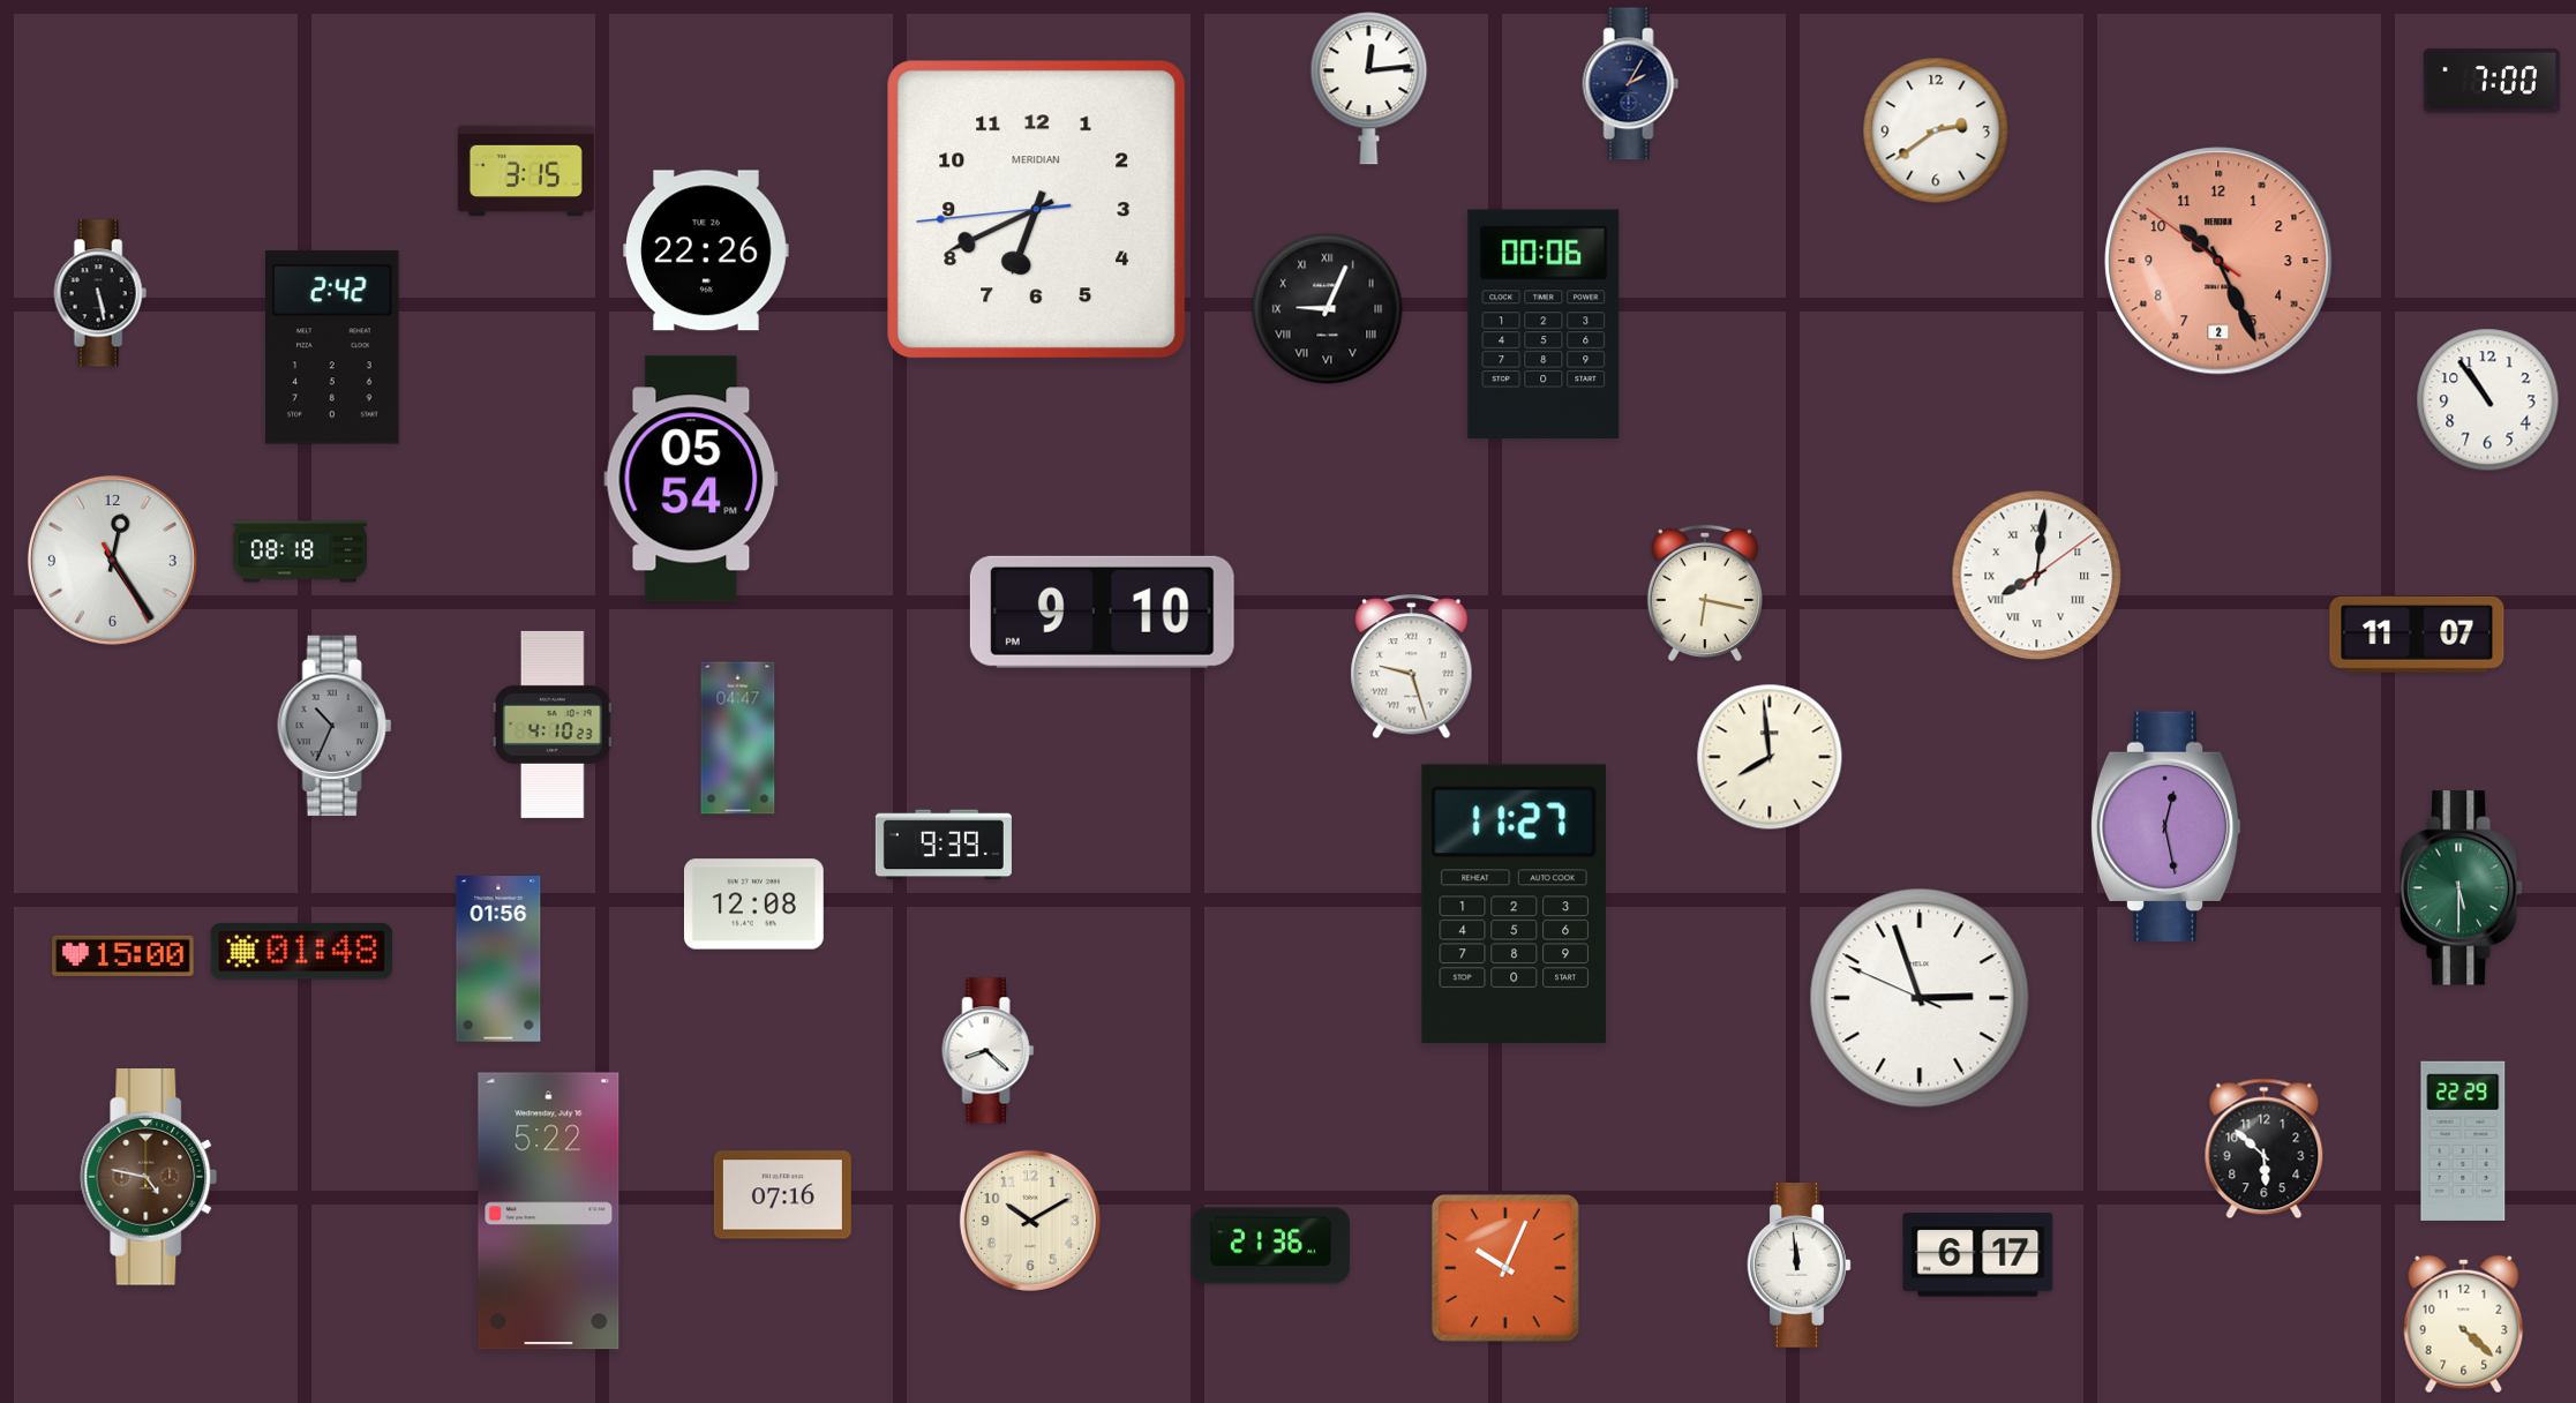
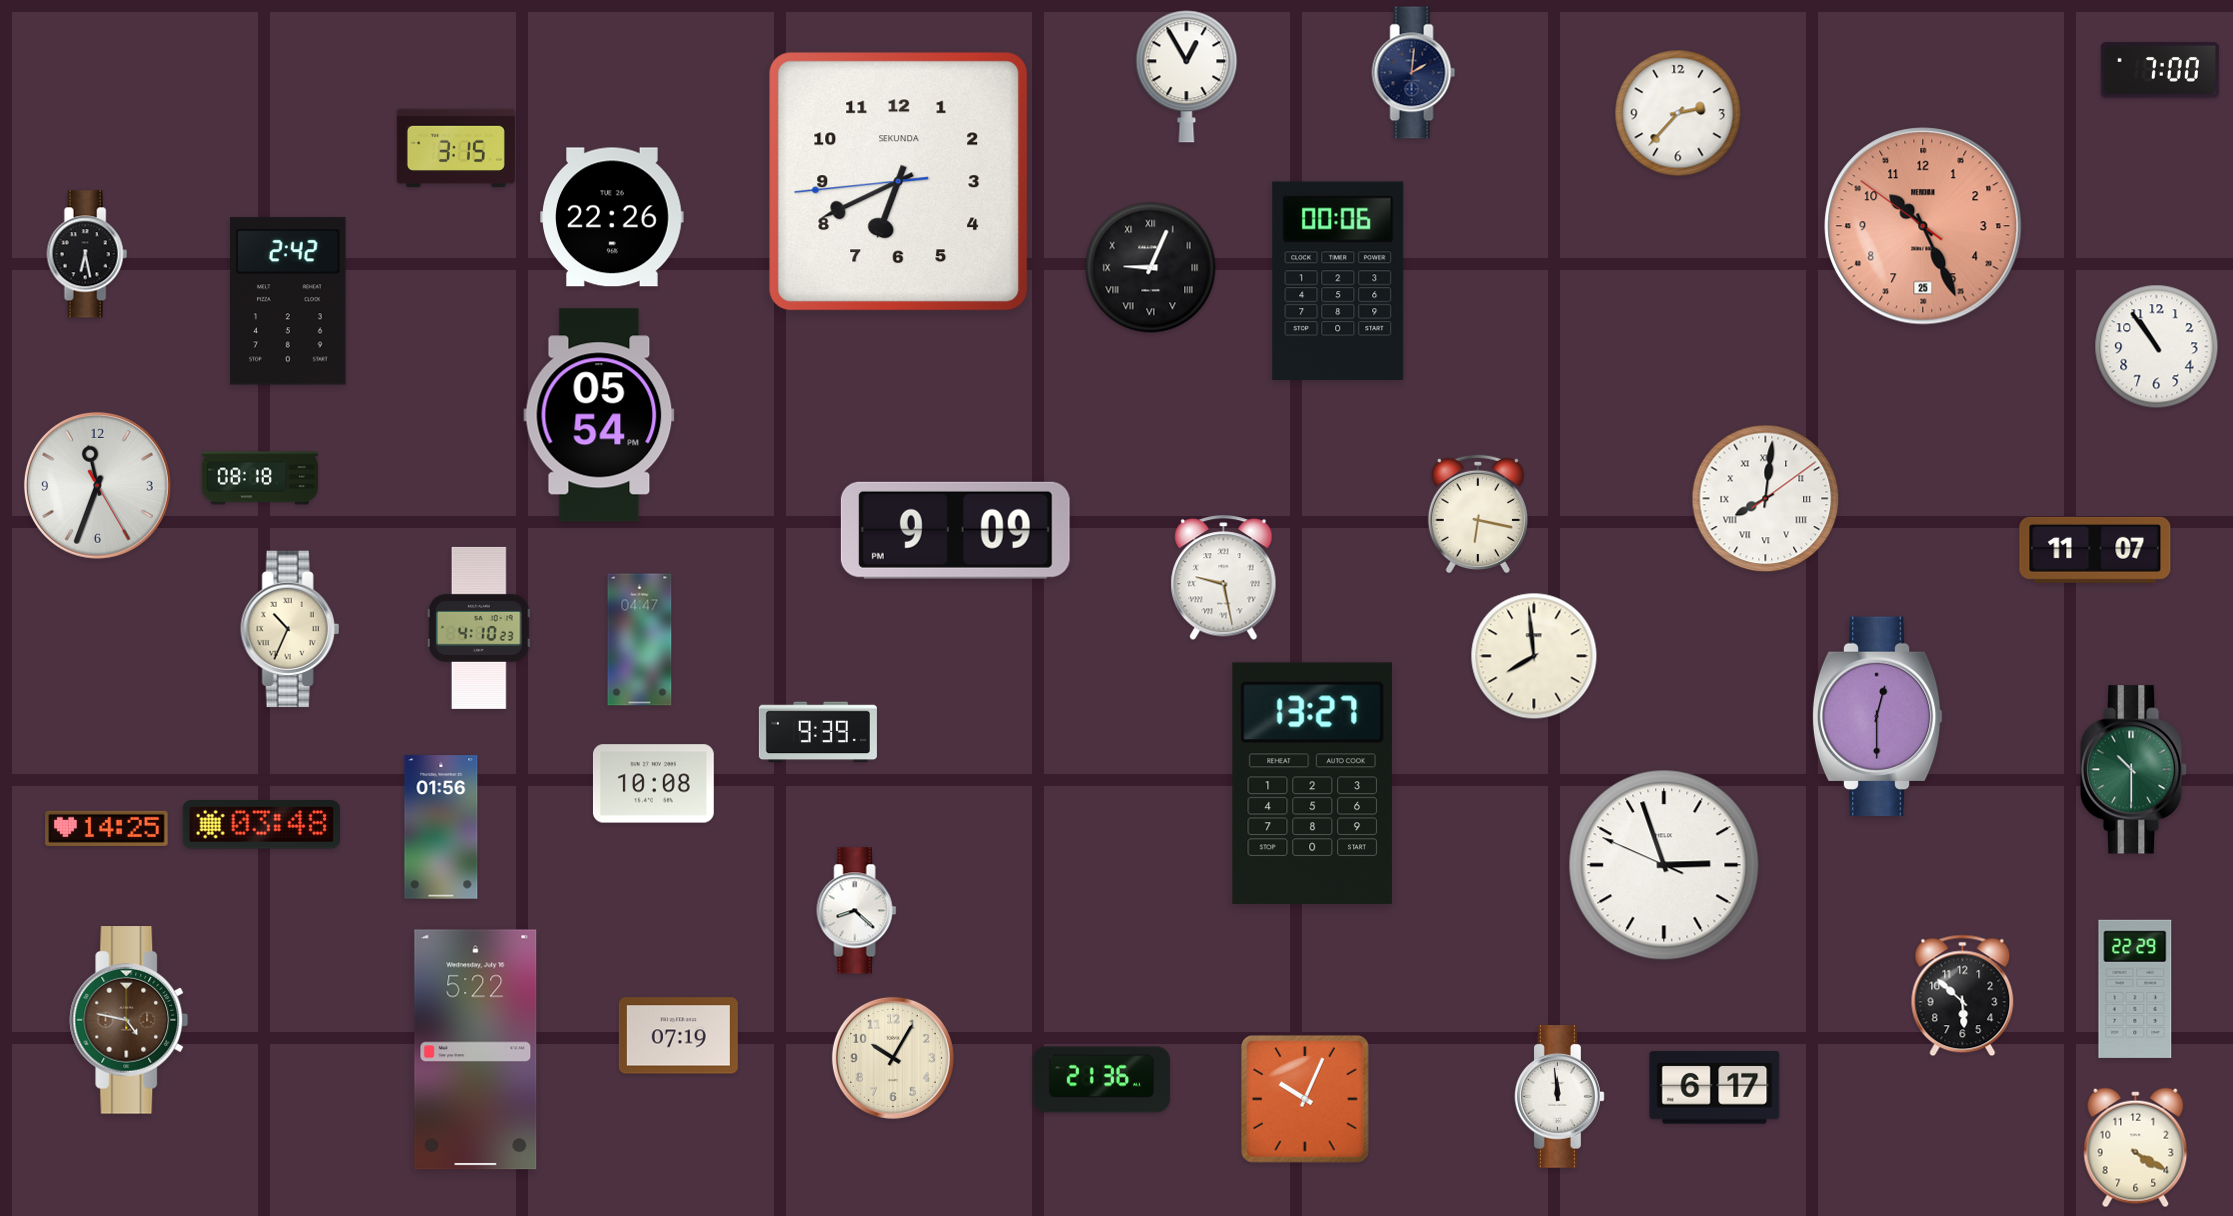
clock at (1631, 84): 2:05 -> 2:01
clock at (1369, 89): 12:14 -> 12:55
clock at (1936, 130): 2:39 -> 2:37
clock at (1037, 210) brand: MERIDIAN -> SEKUNDA
clock at (2218, 261) date: 2 -> 25
clock at (100, 293): 5:28 -> 6:28
clock at (112, 560): 12:24 -> 11:33
clock at (1102, 612): 9:10 -> 9:09
clock at (1412, 667): 9:27 -> 9:28
clock at (335, 726) dial: grey -> cream
clock at (2165, 827): 12:28 -> 12:30
clock at (2462, 888): 5:30 -> 10:30
clock at (1514, 903): 11:27 -> 13:27
clock at (754, 905): 12:08 -> 10:08
clock at (301, 952): 01:48 -> 03:48
clock at (123, 955): 15:00 -> 14:25
clock at (498, 959) position: (498, 959) -> (441, 827)
clock at (782, 1195): 07:16 -> 07:19
clock at (1030, 1221): 10:10 -> 10:05
clock at (2464, 1325): 4:22 -> 4:20
